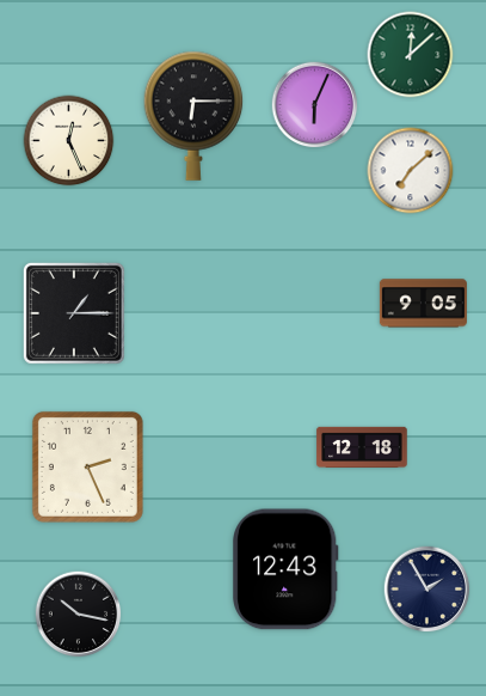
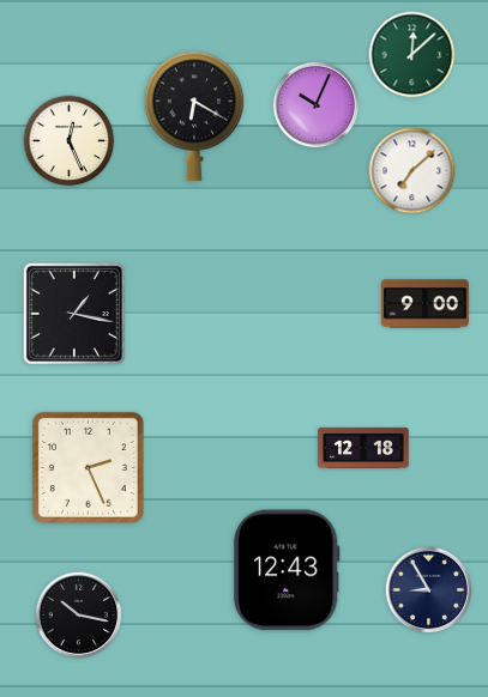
clock at (315, 105): 6:04 -> 10:04
clock at (193, 116): 6:15 -> 6:20
clock at (423, 304): 9:05 -> 9:00
clock at (74, 313): 1:15 -> 1:17
clock at (427, 590): 1:55 -> 8:55
